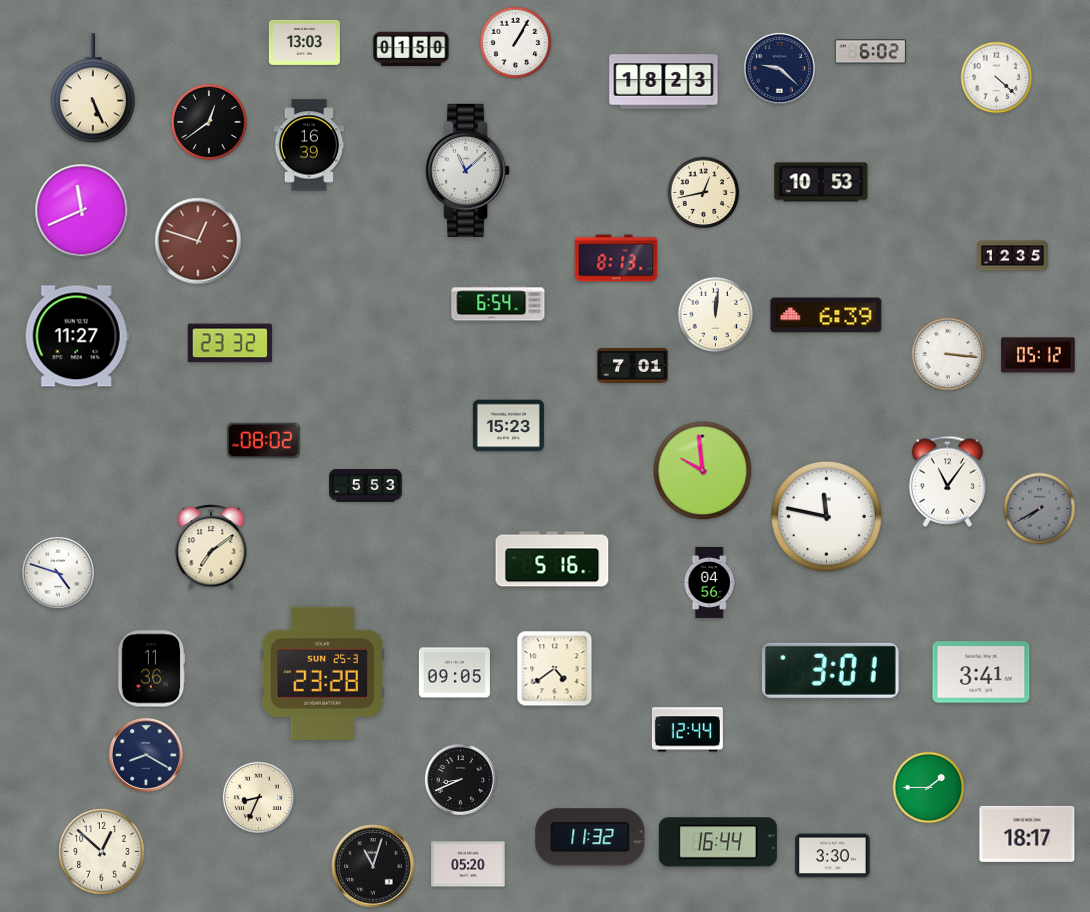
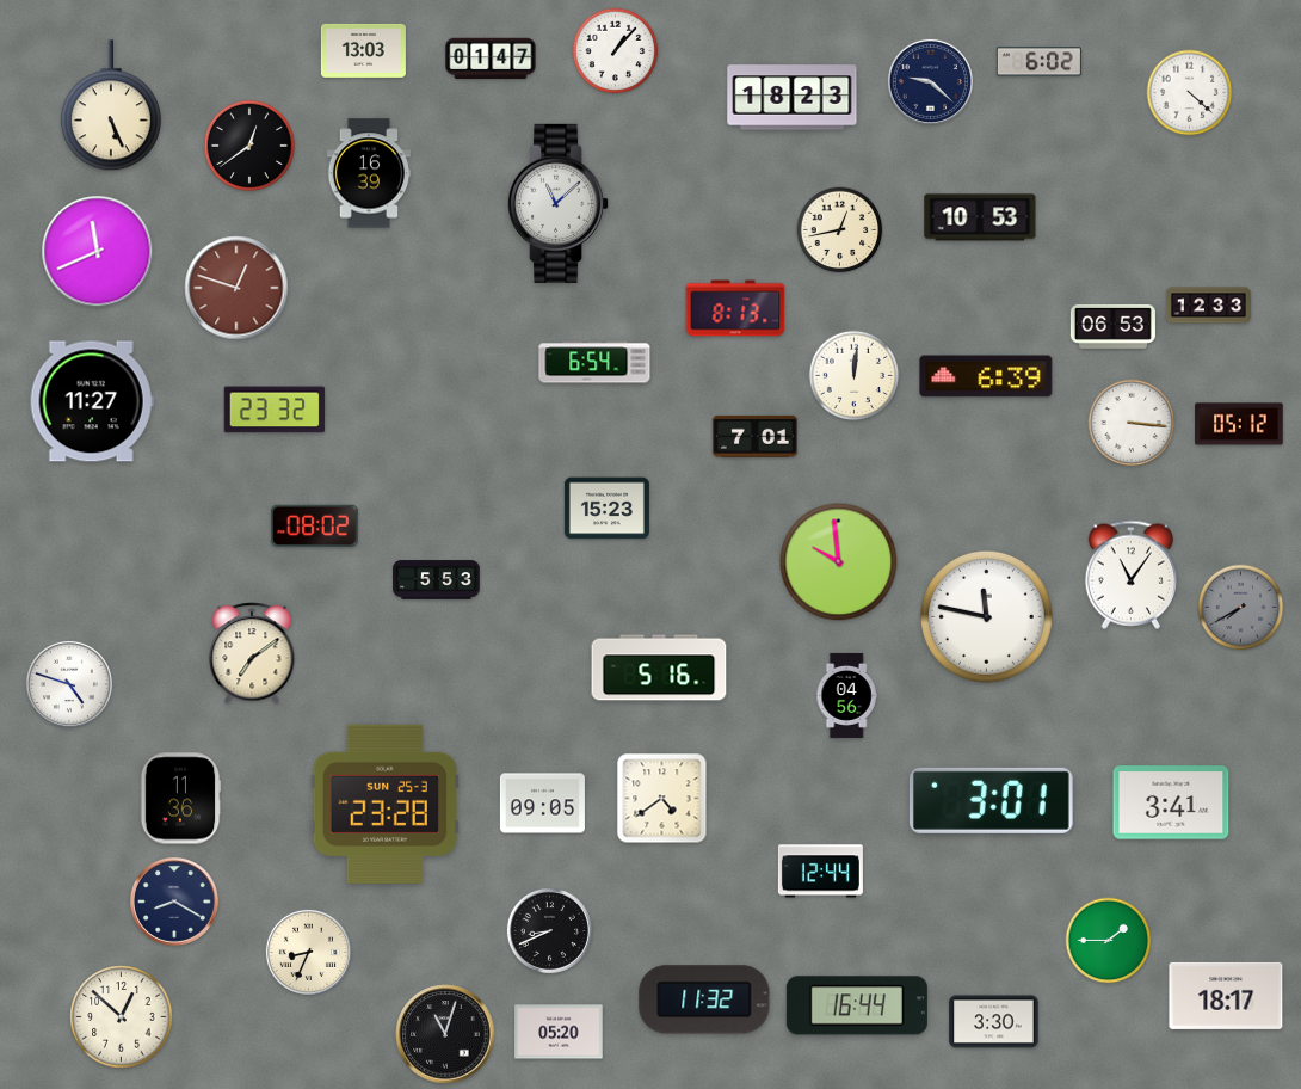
clock at (516, 43): 1:05 -> 1:07
clock at (411, 49): 01:50 -> 01:47
clock at (1012, 256): 12:35 -> 12:33
clock at (1112, 326): none -> 06:53
